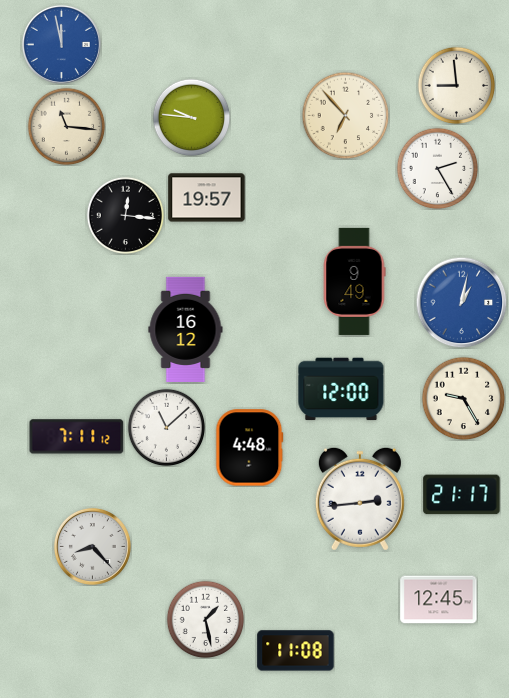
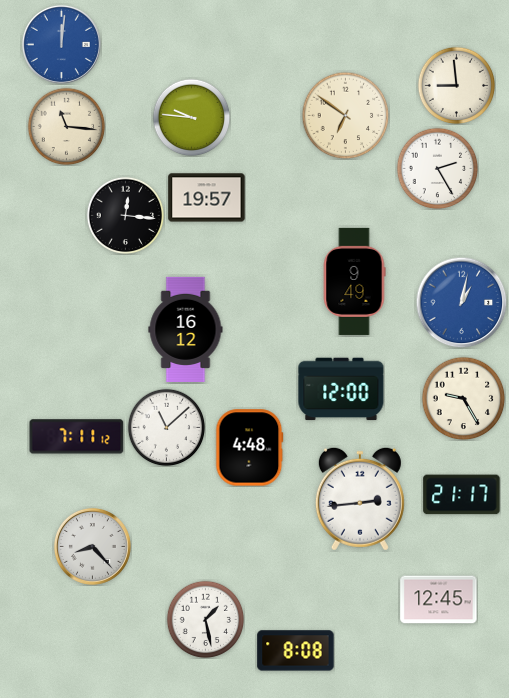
clock at (61, 44): 11:58 -> 12:01
clock at (345, 115): 6:53 -> 6:51
clock at (296, 651): 11:08 -> 8:08
